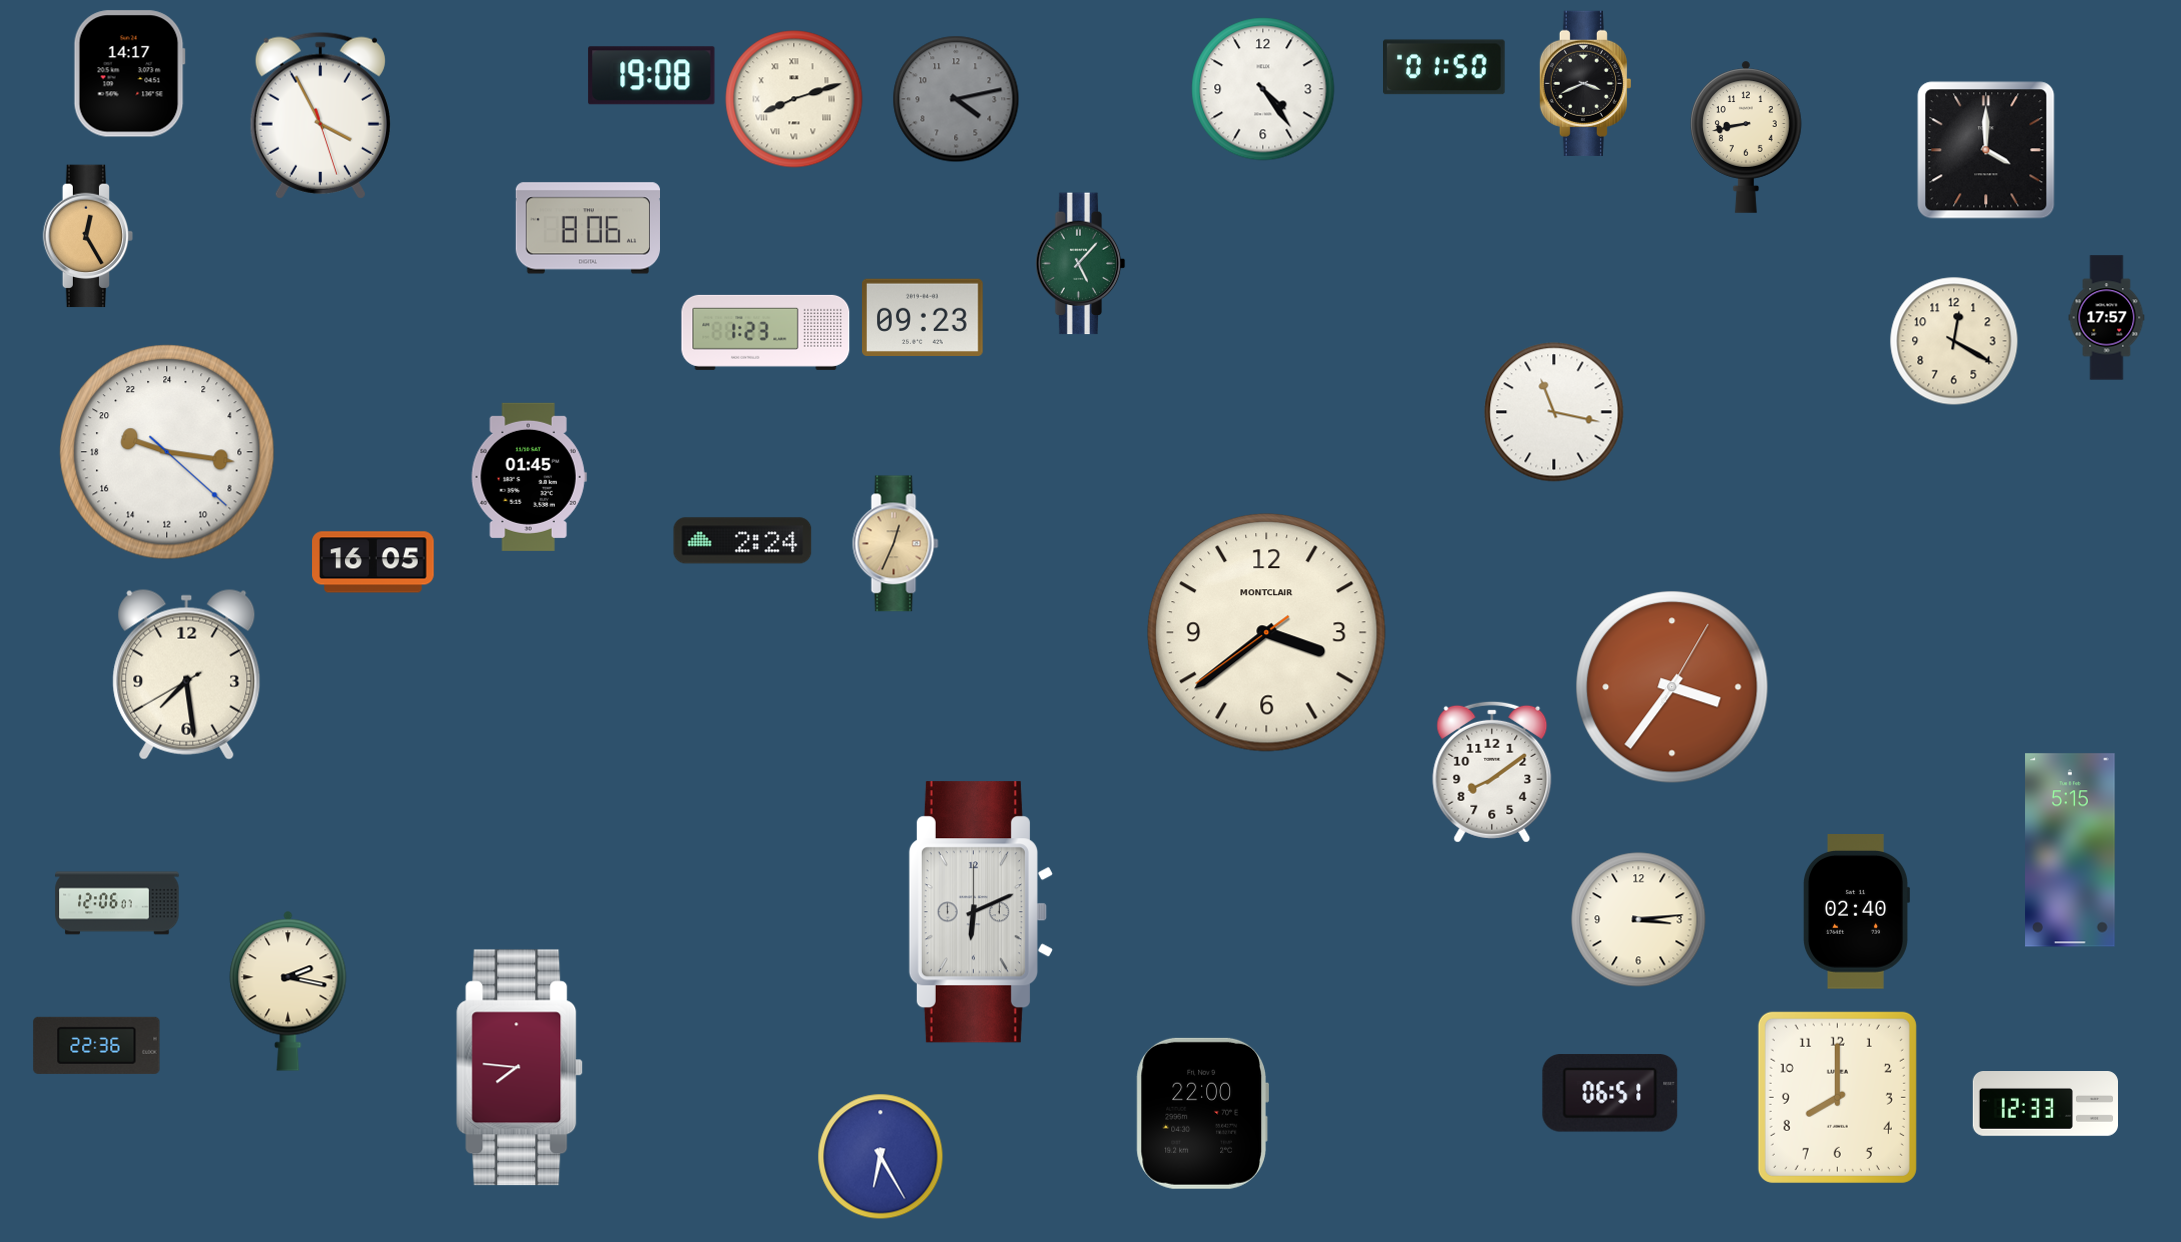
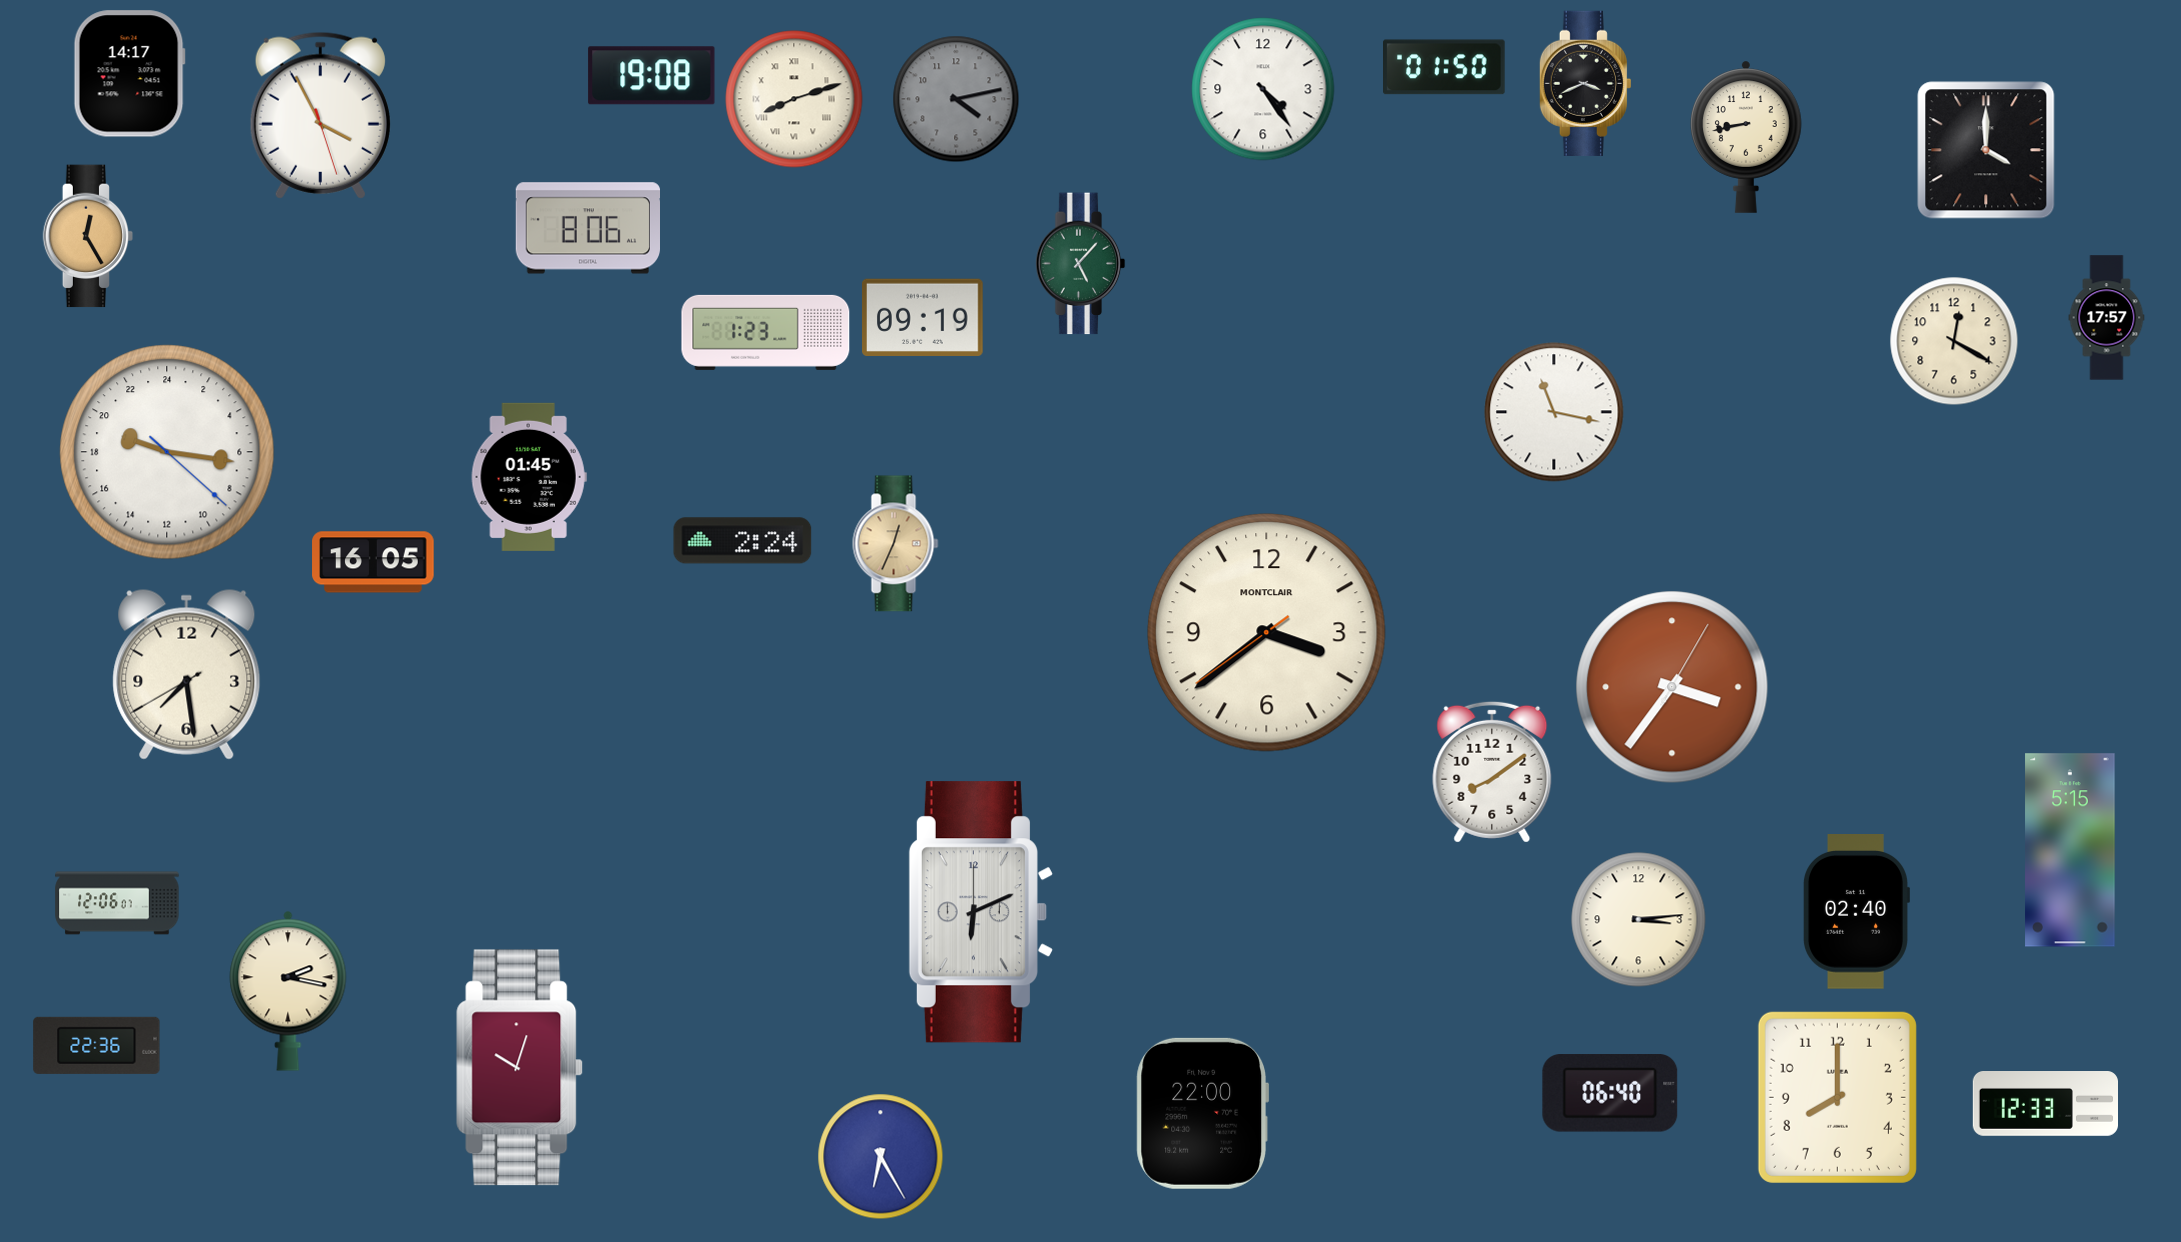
clock at (923, 317): 09:23 -> 09:19
clock at (520, 1068): 7:46 -> 10:03
clock at (1610, 1093): 06:51 -> 06:40
